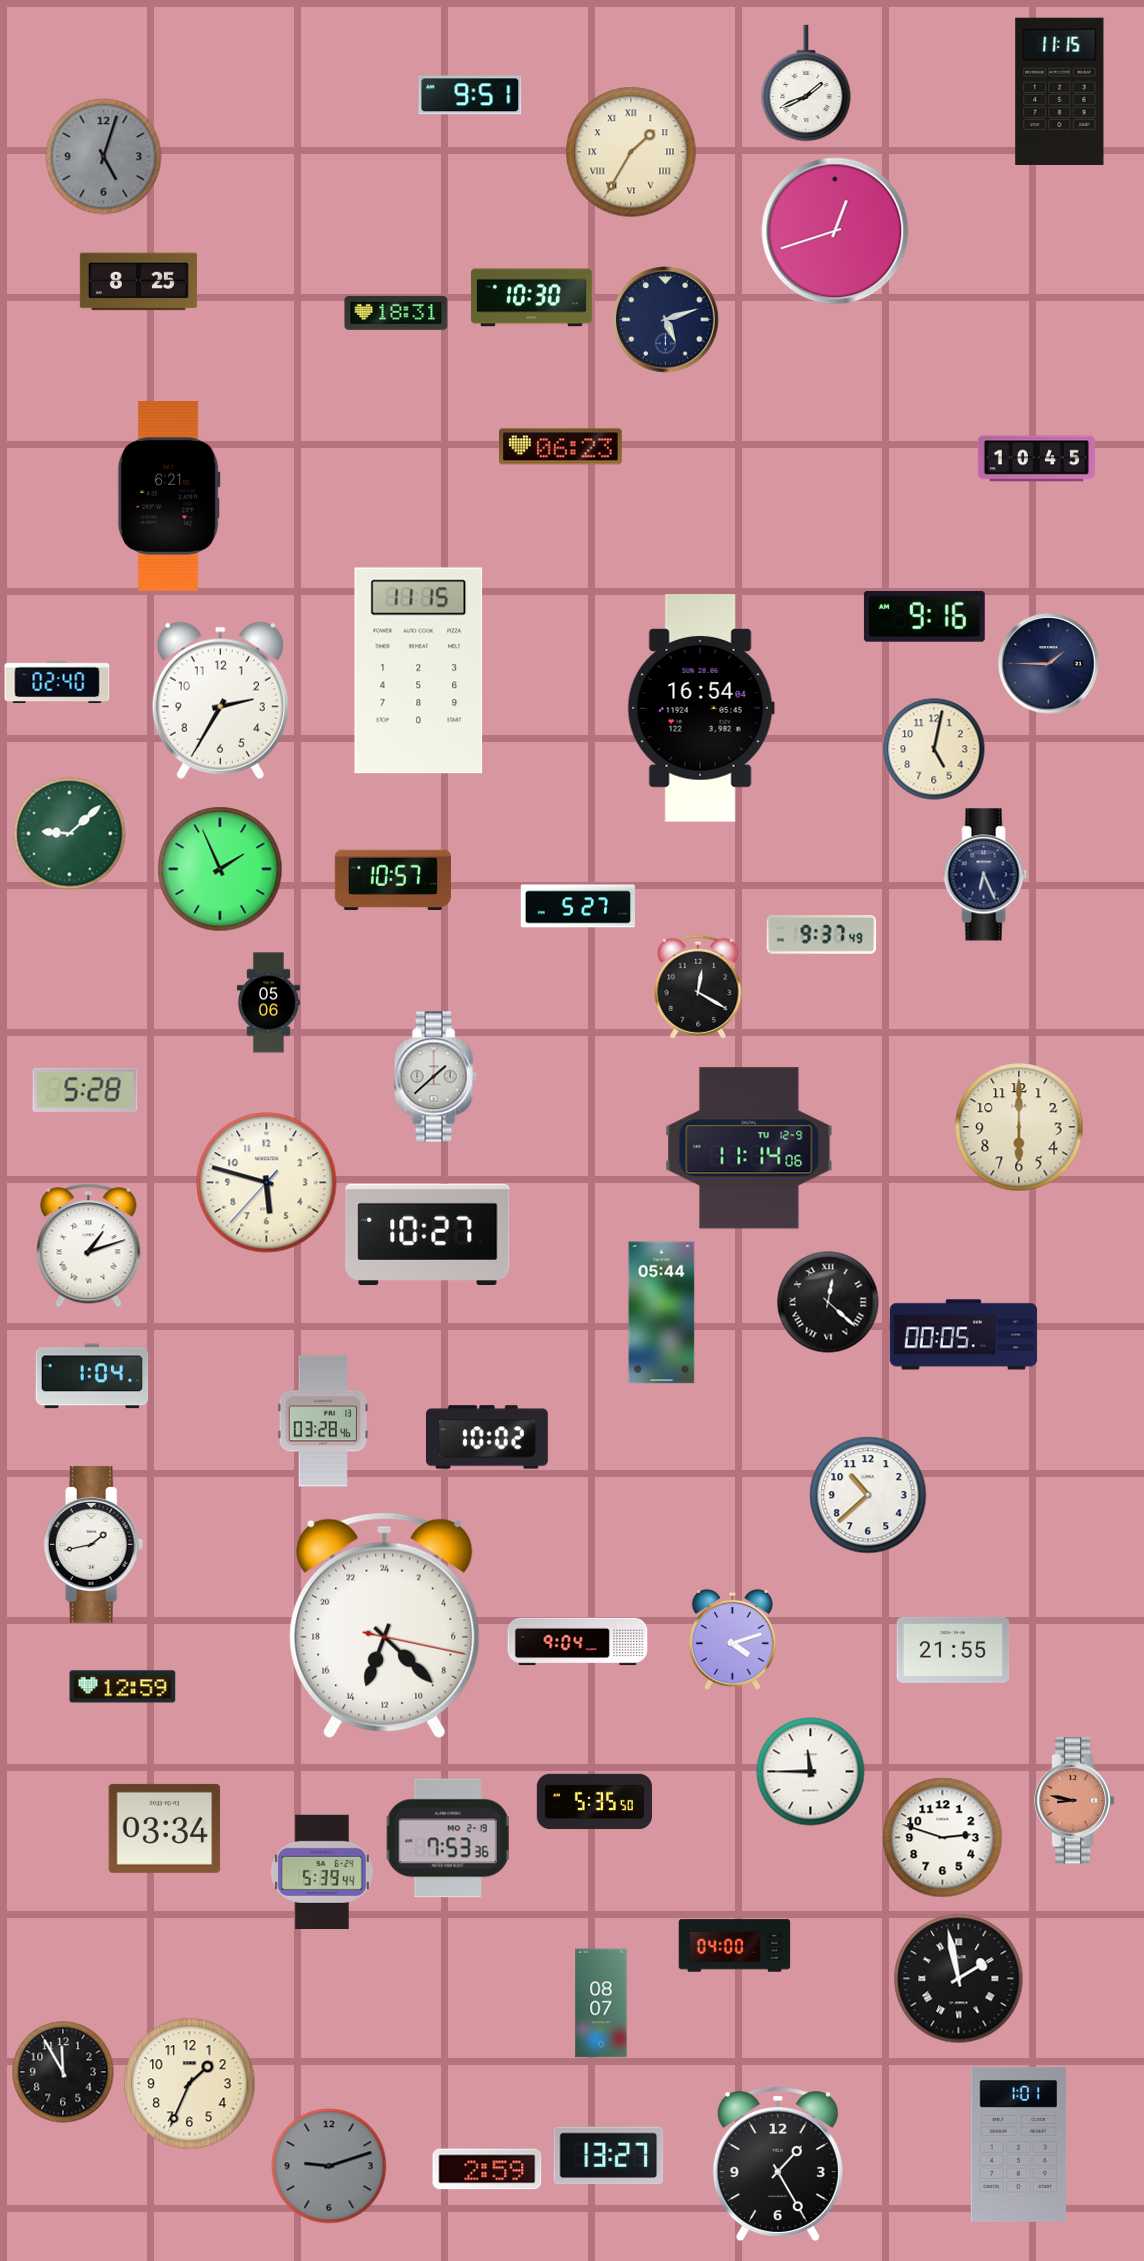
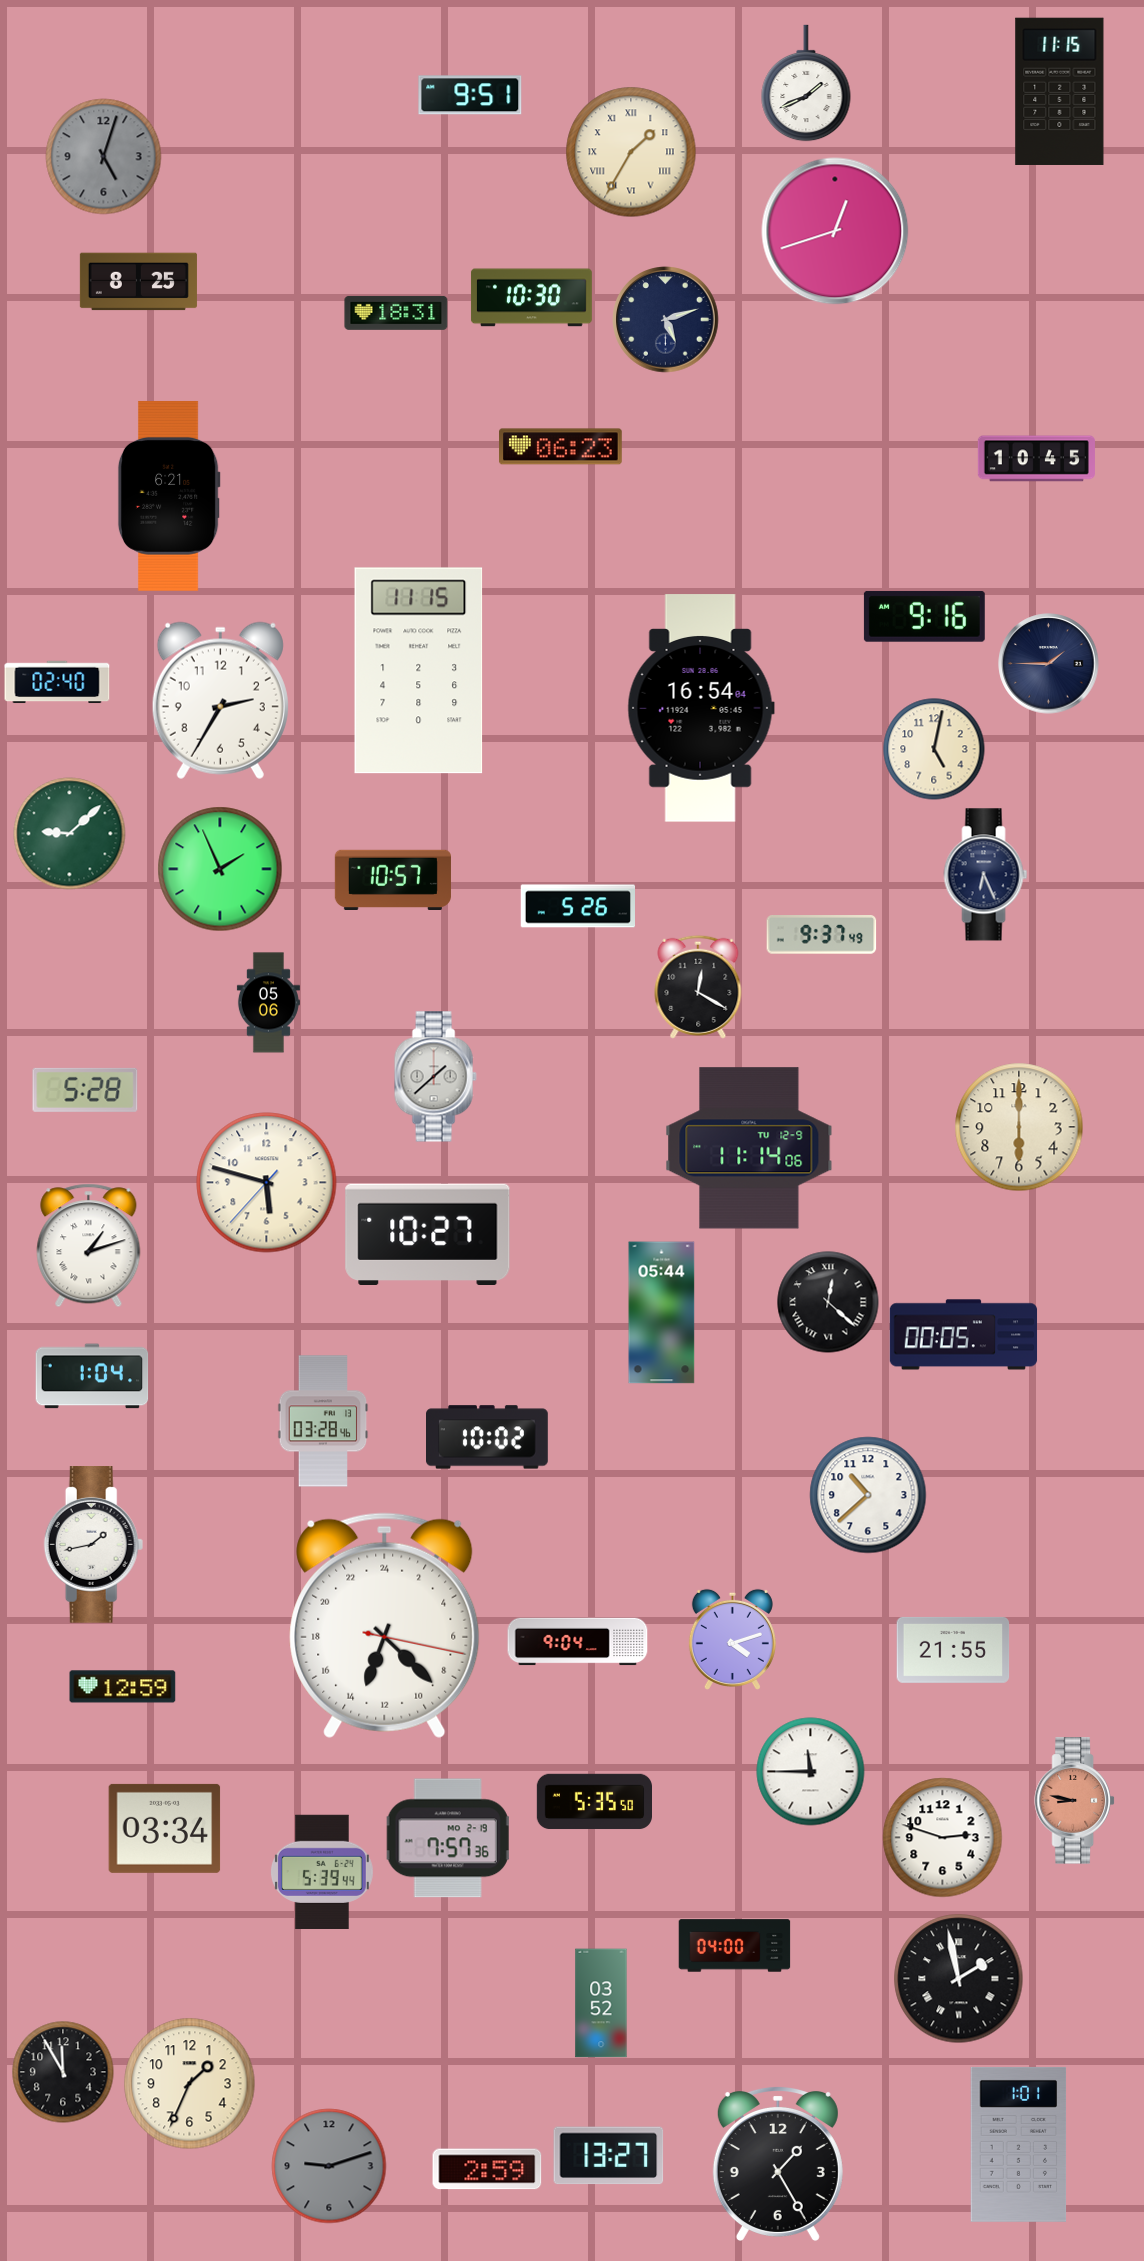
clock at (577, 906): 5:27 -> 5:26
clock at (448, 1838): 7:53 -> 7:57
clock at (601, 2003): 08:07 -> 03:52
